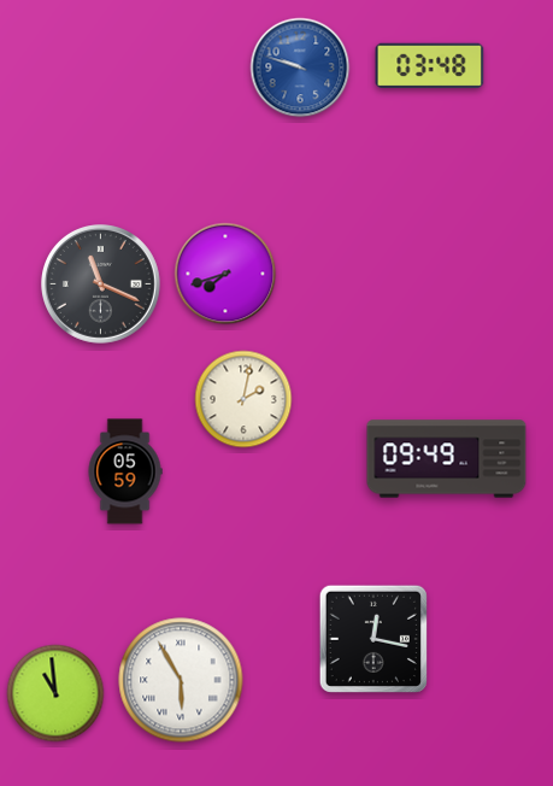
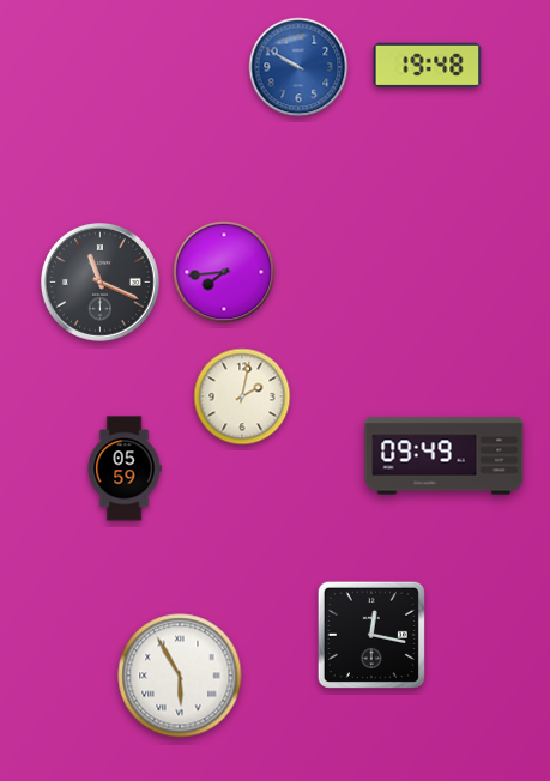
clock at (430, 66): 03:48 -> 19:48
clock at (300, 68): 9:48 -> 9:50
clock at (225, 274): 7:42 -> 7:44
clock at (55, 693): 10:59 -> none
